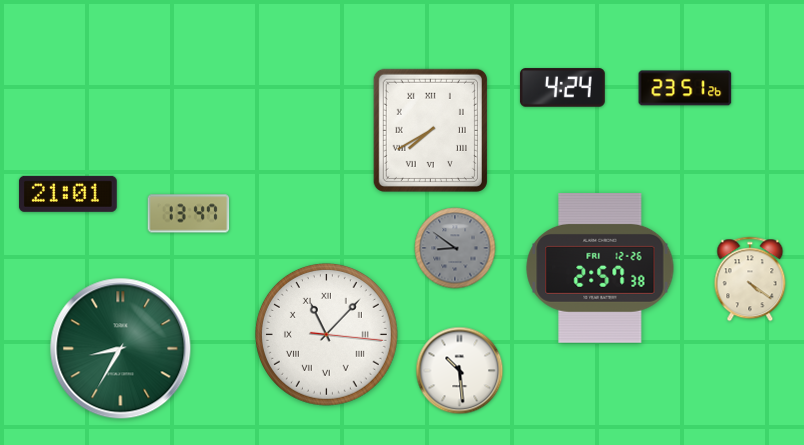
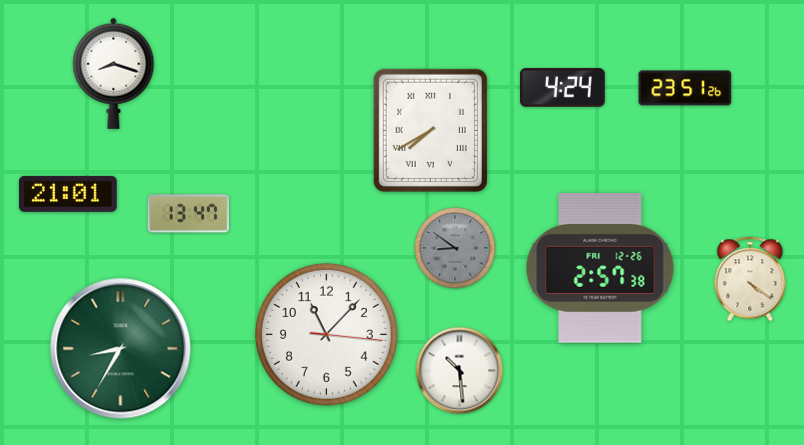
clock at (114, 73): none -> 8:18
clock at (326, 334) numerals: Roman -> Arabic
